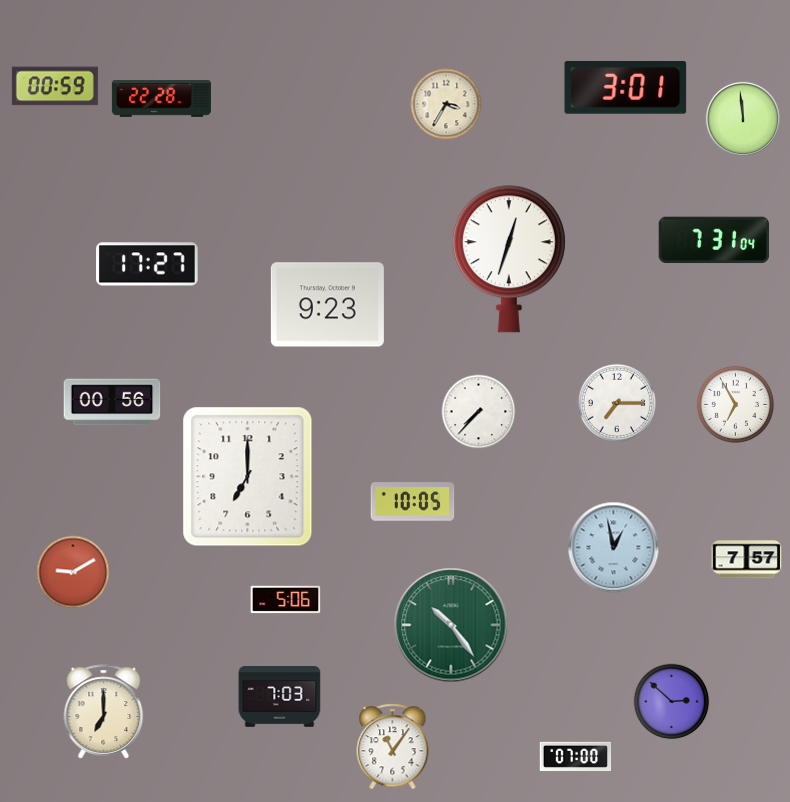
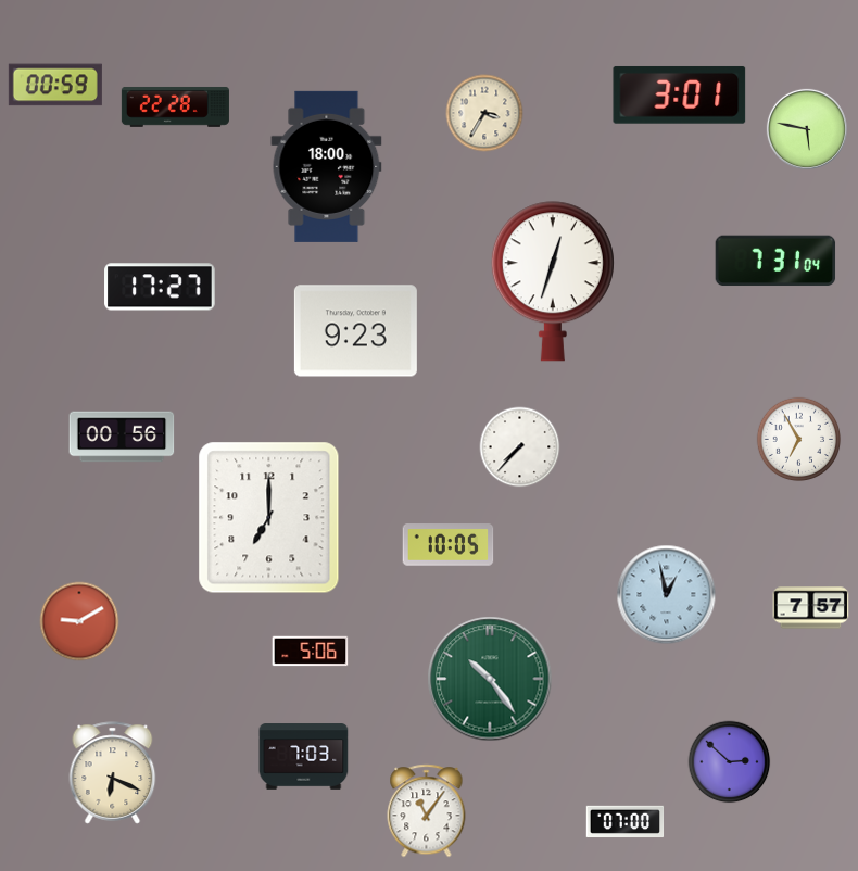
clock at (55, 86) position: (55, 86) -> (55, 85)
clock at (743, 119): 11:59 -> 5:47
clock at (327, 166): none -> 18:00
clock at (616, 402): 7:15 -> none
clock at (104, 712): 7:00 -> 6:19
